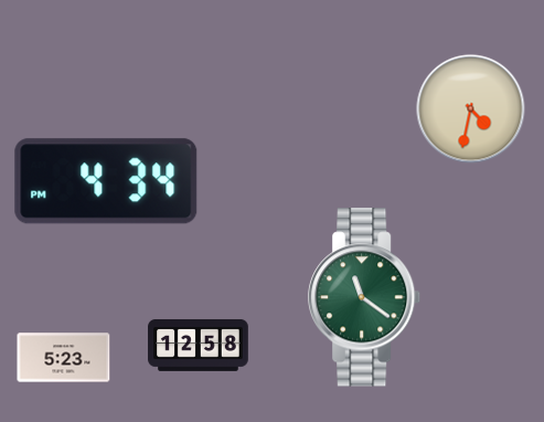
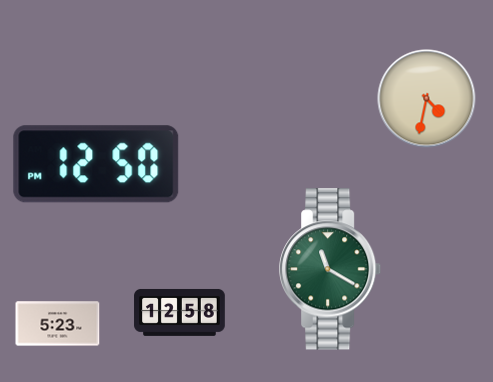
clock at (106, 181): 4:34 -> 12:50
clock at (365, 297): 11:21 -> 11:20
